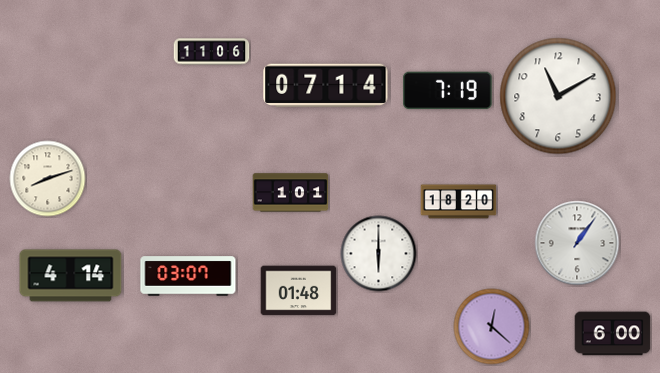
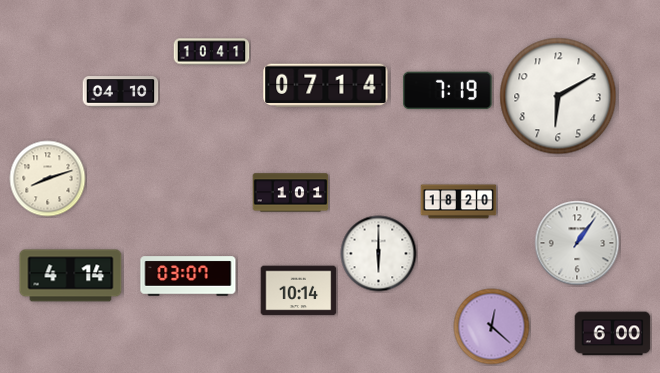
clock at (212, 52): 11:06 -> 10:41
clock at (121, 92): none -> 04:10
clock at (558, 96): 11:10 -> 6:10
clock at (299, 291): 01:48 -> 10:14
